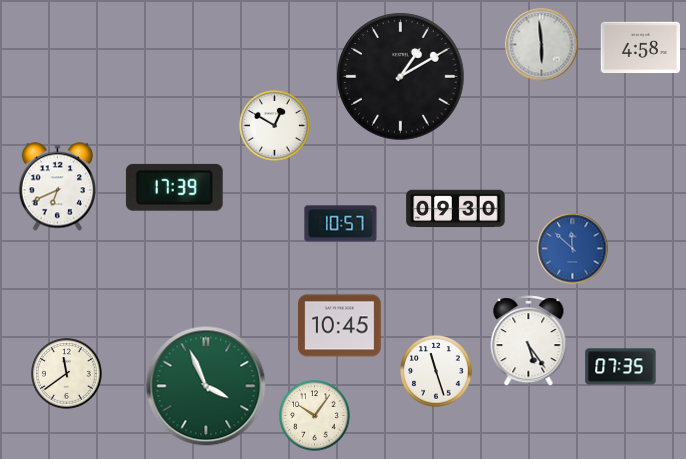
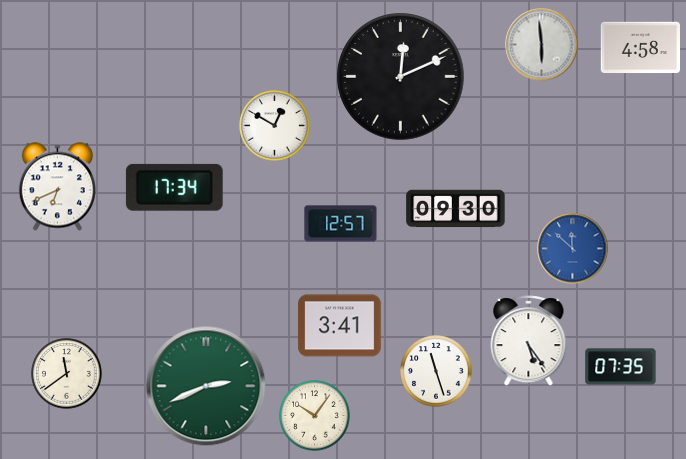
clock at (401, 77): 1:10 -> 12:11
clock at (174, 187): 17:39 -> 17:34
clock at (341, 224): 10:57 -> 12:57
clock at (340, 326): 10:45 -> 3:41
clock at (206, 386): 3:56 -> 2:41
